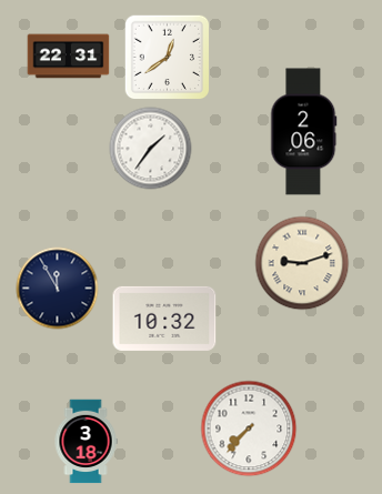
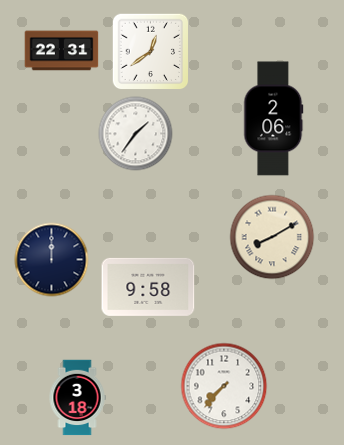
clock at (302, 263): 9:12 -> 8:10
clock at (58, 289): 11:55 -> 12:00
clock at (164, 319): 10:32 -> 9:58
